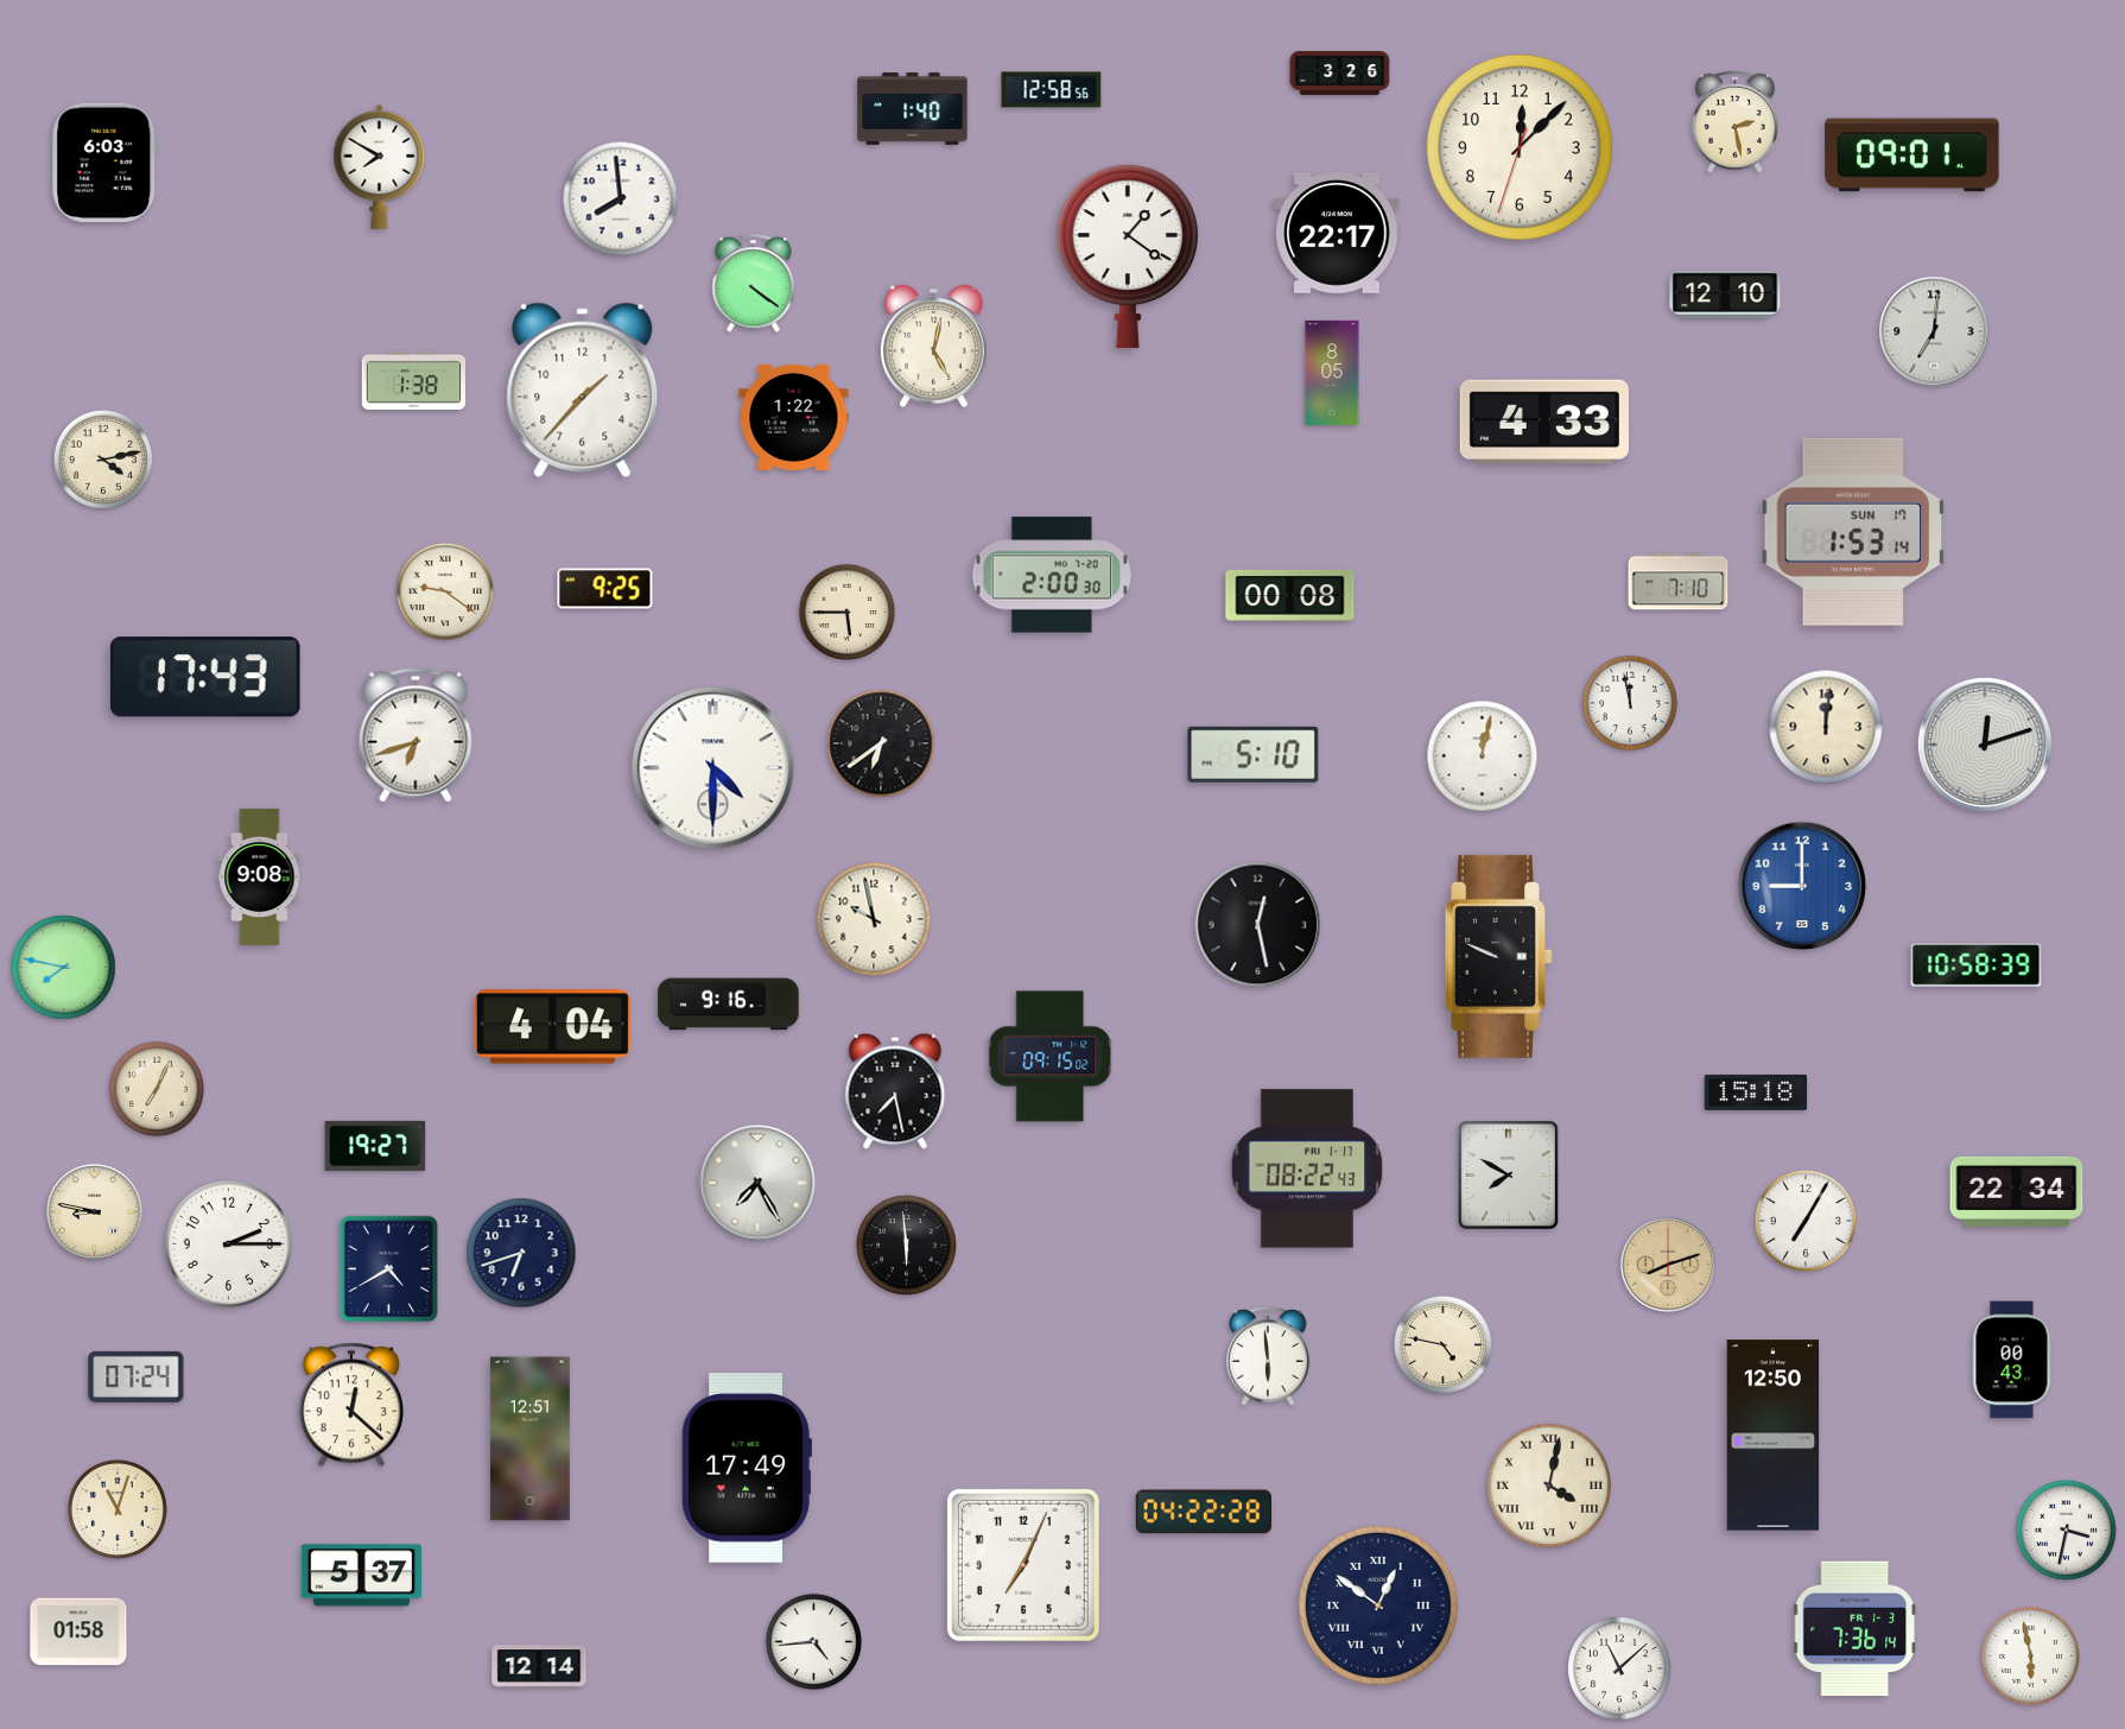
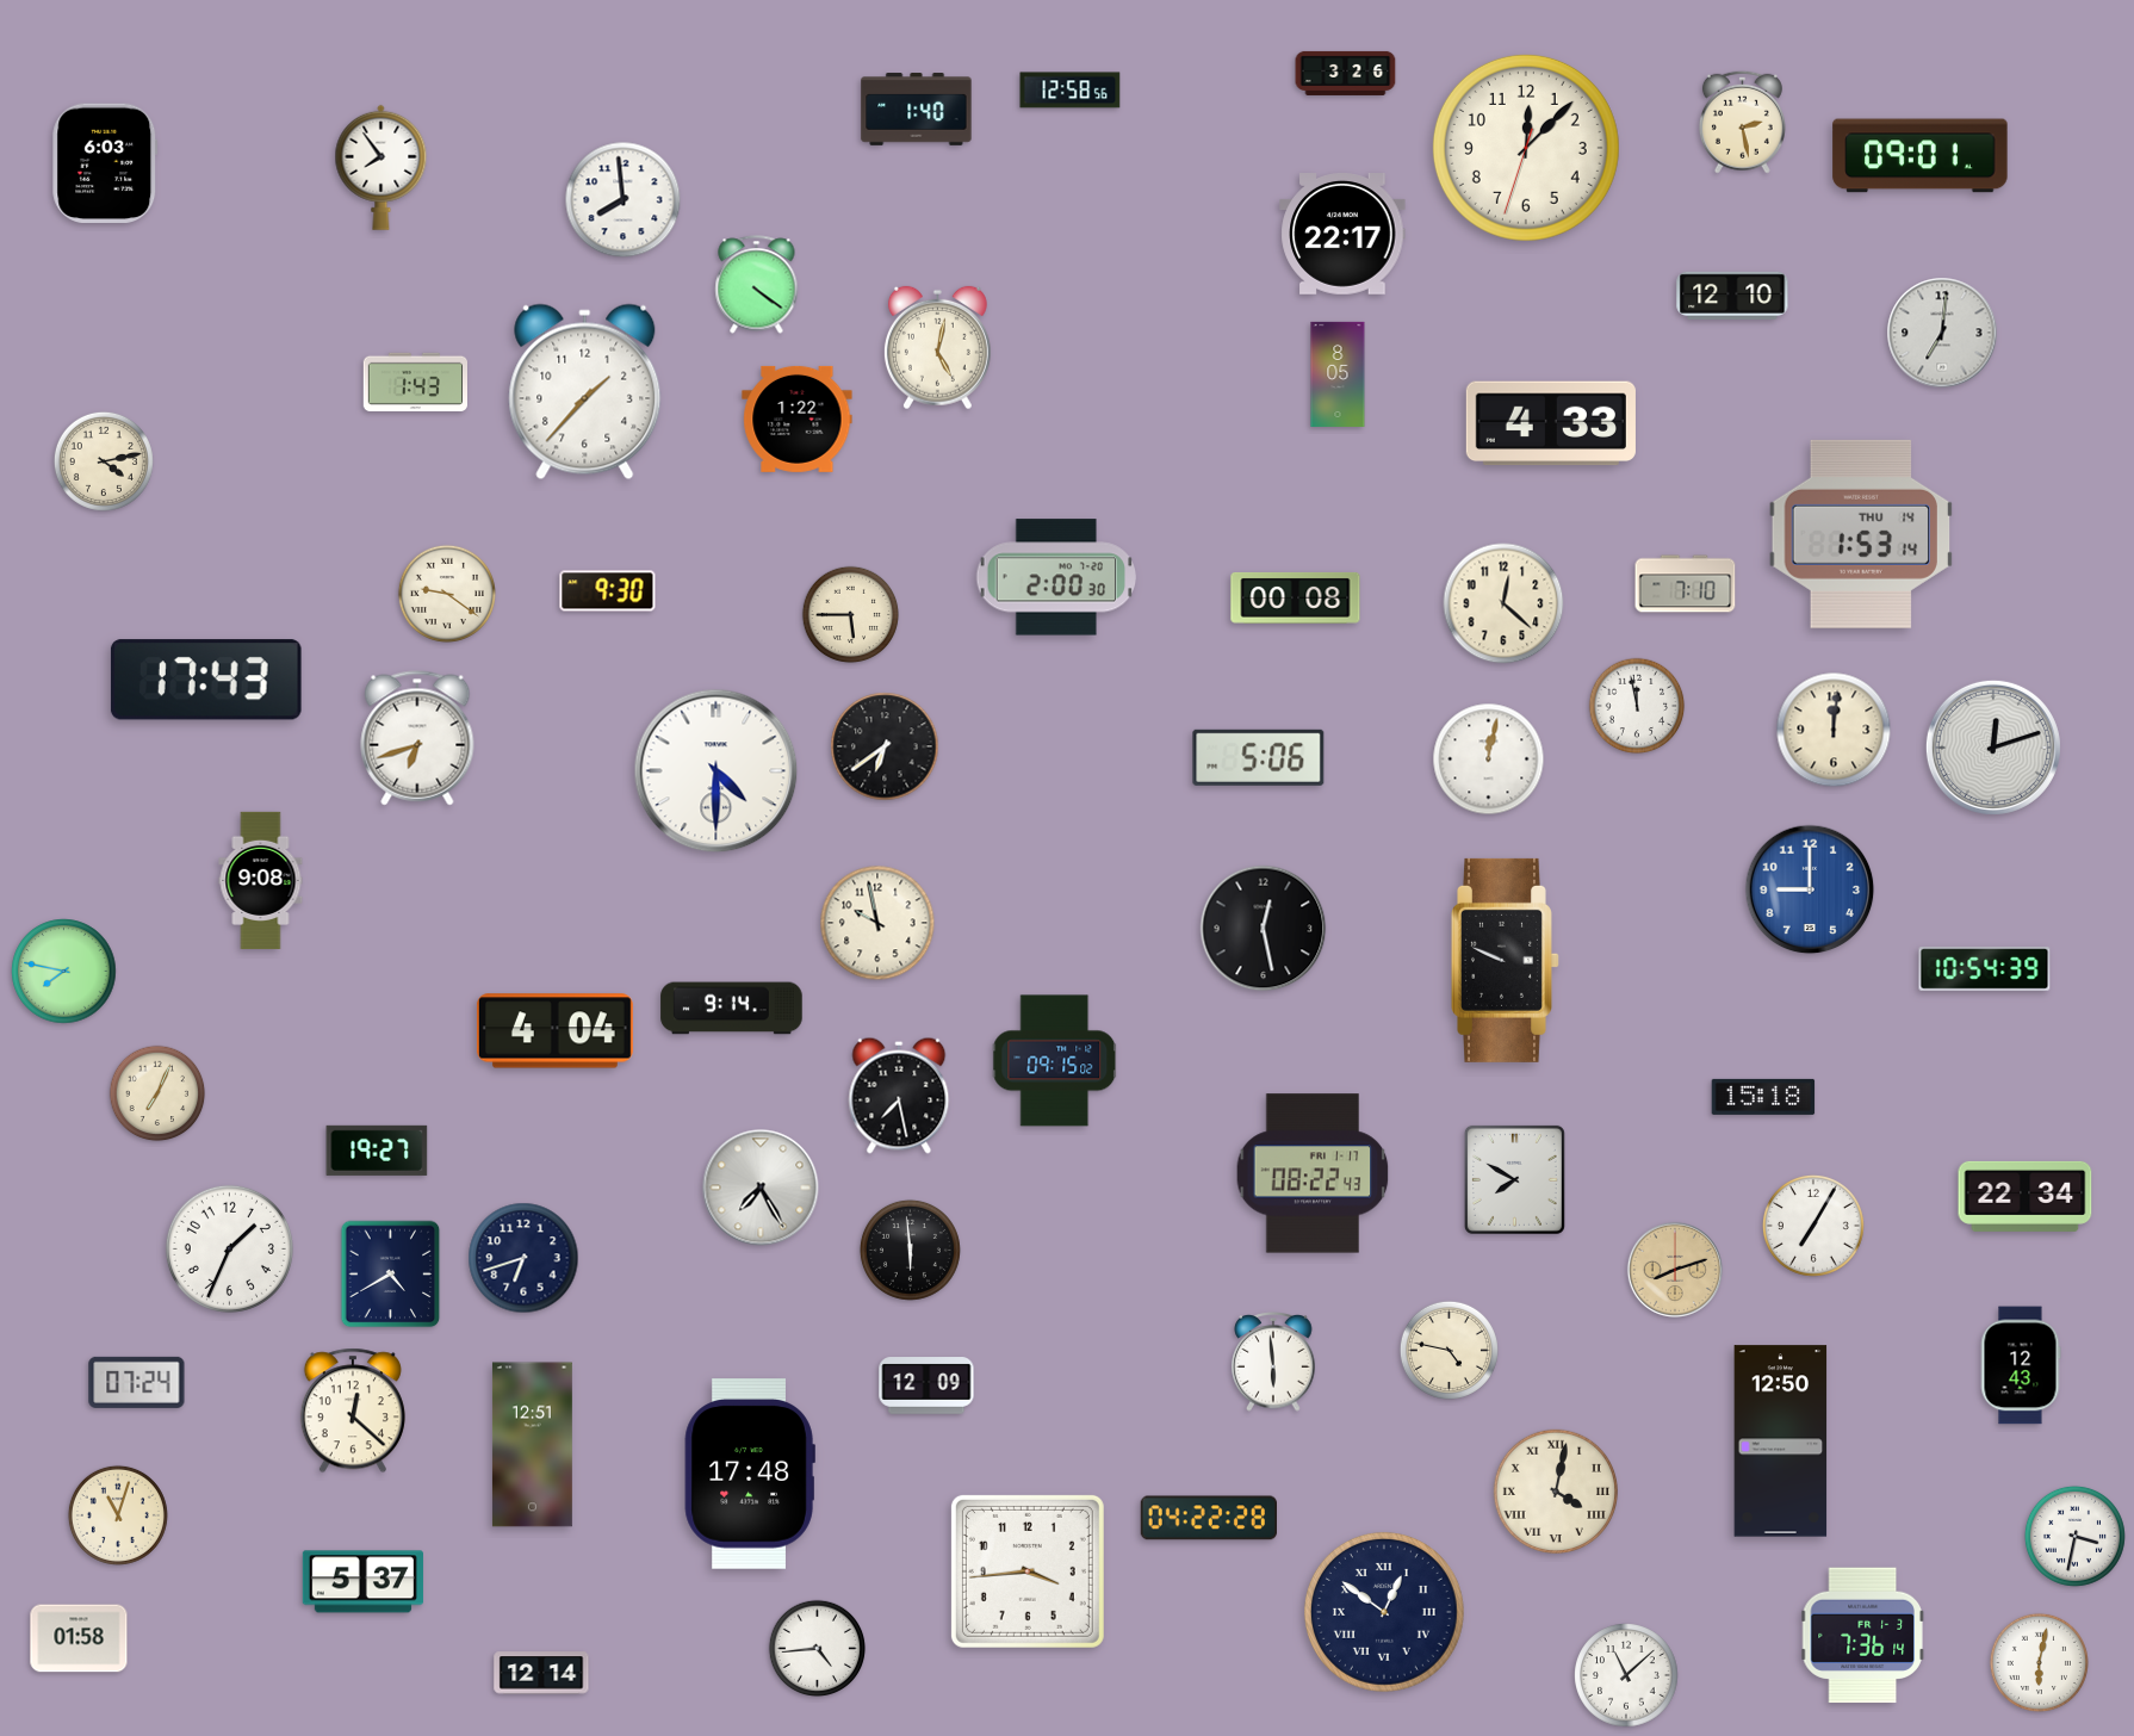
clock at (1052, 90) position: (1052, 90) -> (1071, 91)
clock at (380, 166): 7:50 -> 7:54
clock at (1128, 256): 1:21 -> none
clock at (413, 380): 1:38 -> 1:43
clock at (1853, 532) date: SUN 17 -> THU 14
clock at (605, 589): 9:25 -> 9:30
clock at (1503, 603): none -> 12:22
clock at (1254, 754): 5:10 -> 5:06
clock at (1977, 965): 10:58 -> 10:54
clock at (729, 1005): 9:16 -> 9:14
clock at (94, 1211): 8:47 -> none
clock at (228, 1243): 2:15 -> 1:34
clock at (2012, 1360): 00:43 -> 12:43
clock at (926, 1385): none -> 12:09
clock at (747, 1468): 17:49 -> 17:48
clock at (1023, 1565): 7:04 -> 3:44
clock at (2030, 1655): 5:58 -> 6:02
